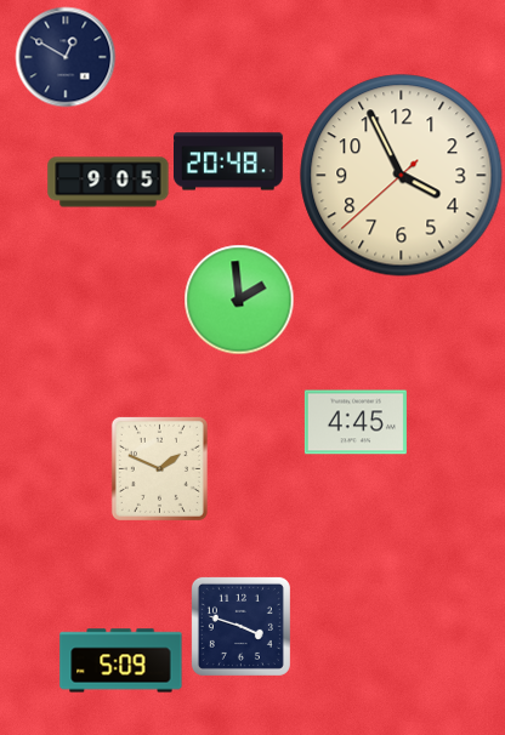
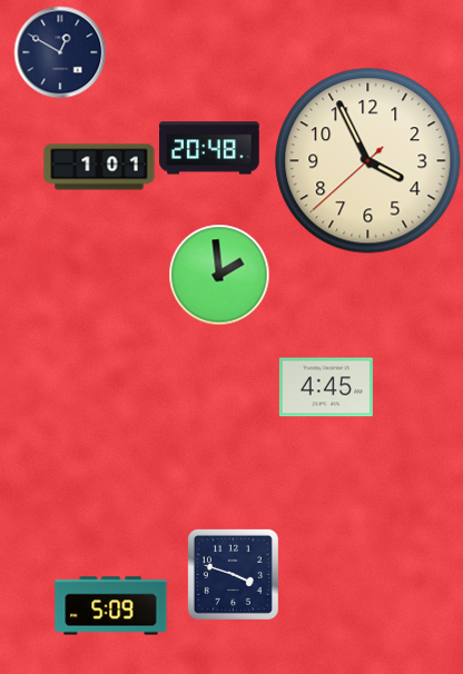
clock at (108, 182): 9:05 -> 1:01
clock at (159, 468): 1:49 -> none
clock at (240, 626) position: (240, 626) -> (233, 574)
